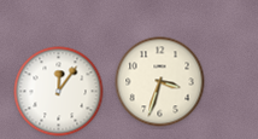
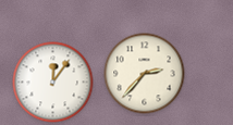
clock at (160, 82): 3:33 -> 2:37
